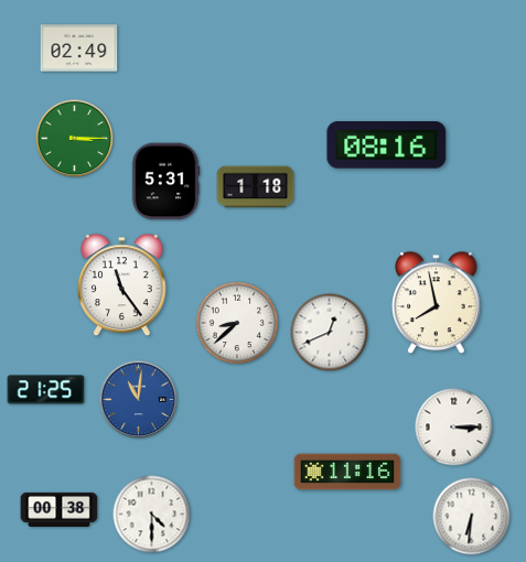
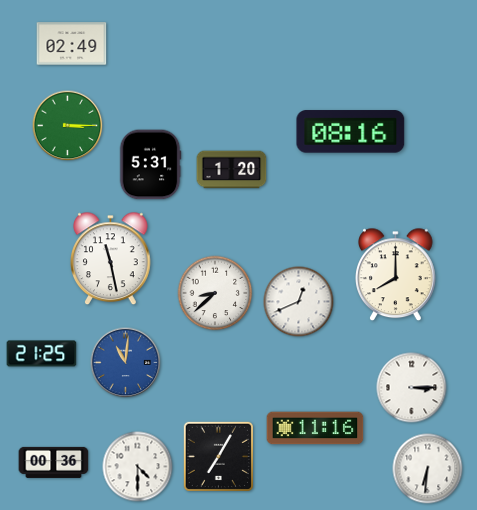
clock at (256, 187): 1:18 -> 1:20
clock at (122, 285): 11:24 -> 11:28
clock at (437, 303): 7:58 -> 8:00
clock at (218, 456): none -> 7:05
clock at (60, 509): 00:38 -> 00:36
